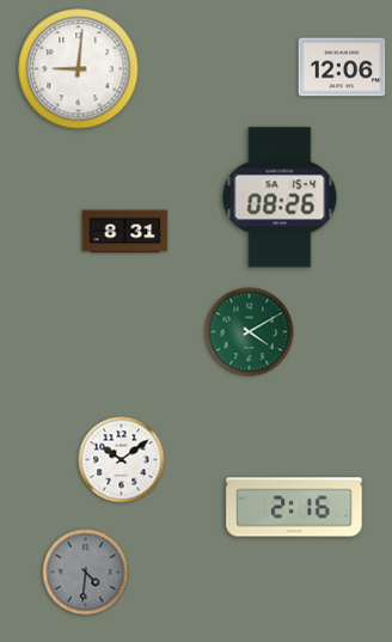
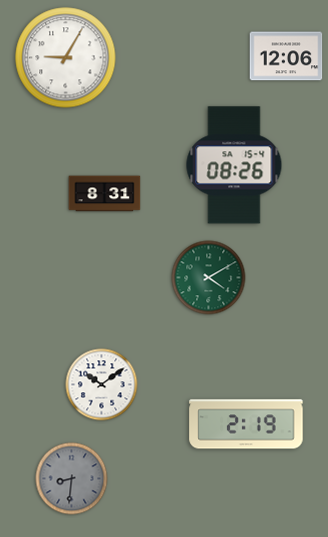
clock at (79, 69): 9:01 -> 9:05
clock at (294, 507): 2:16 -> 2:19
clock at (86, 573): 4:31 -> 8:31
